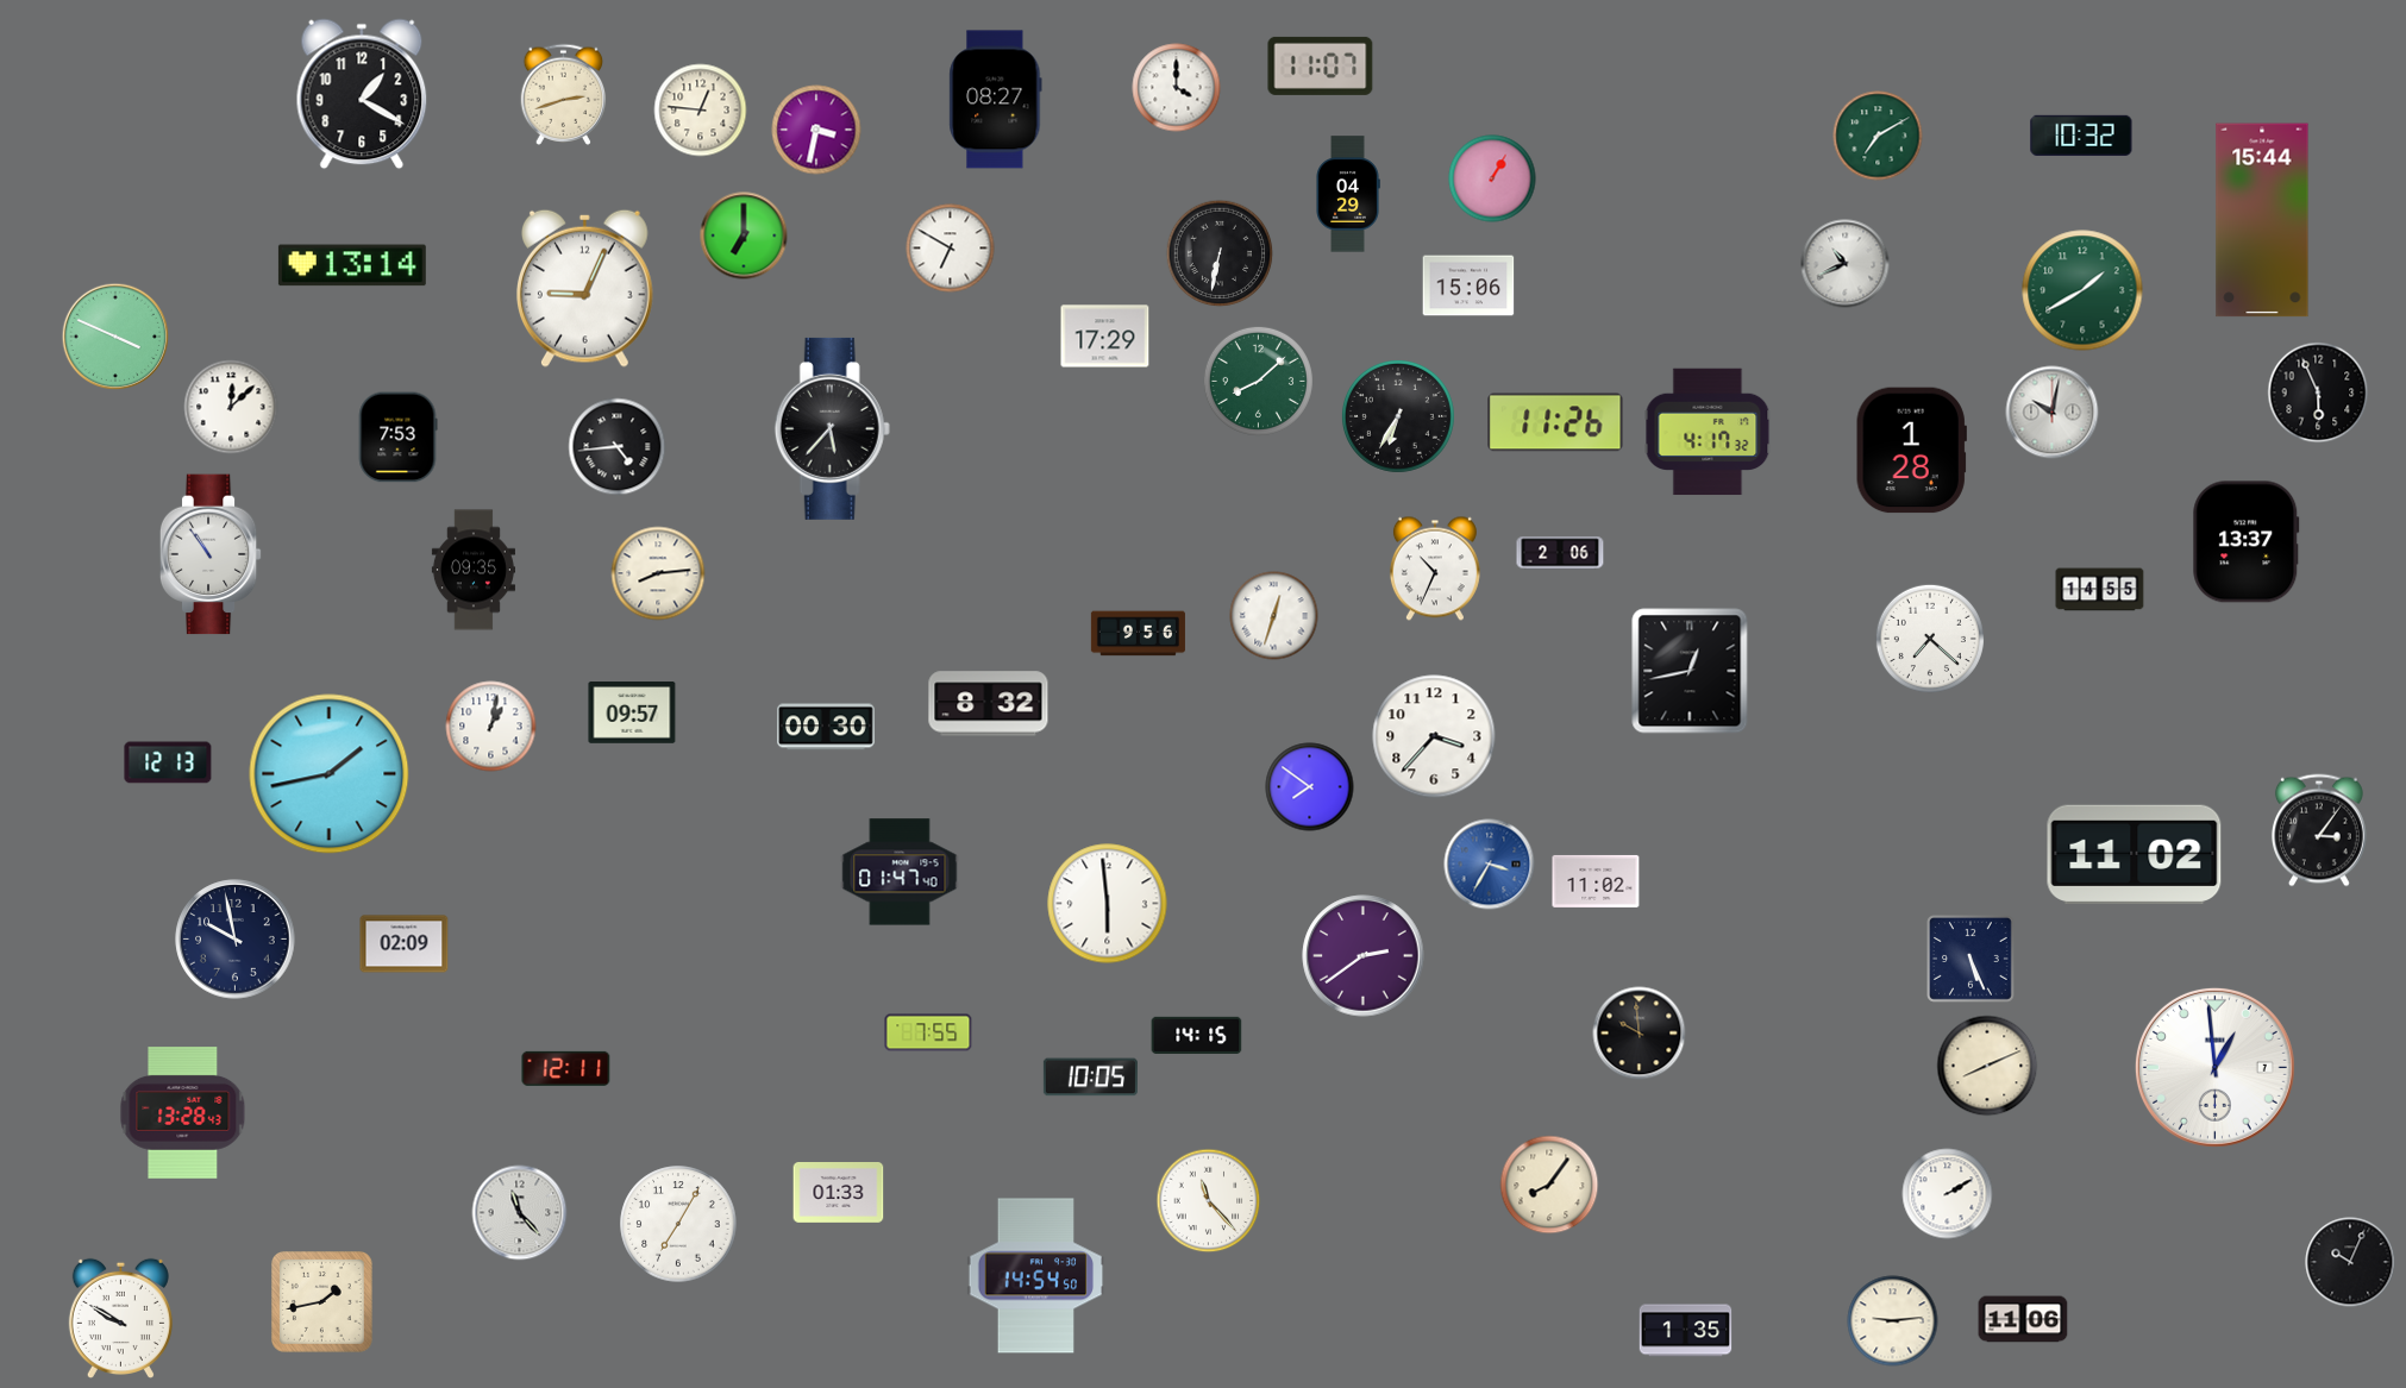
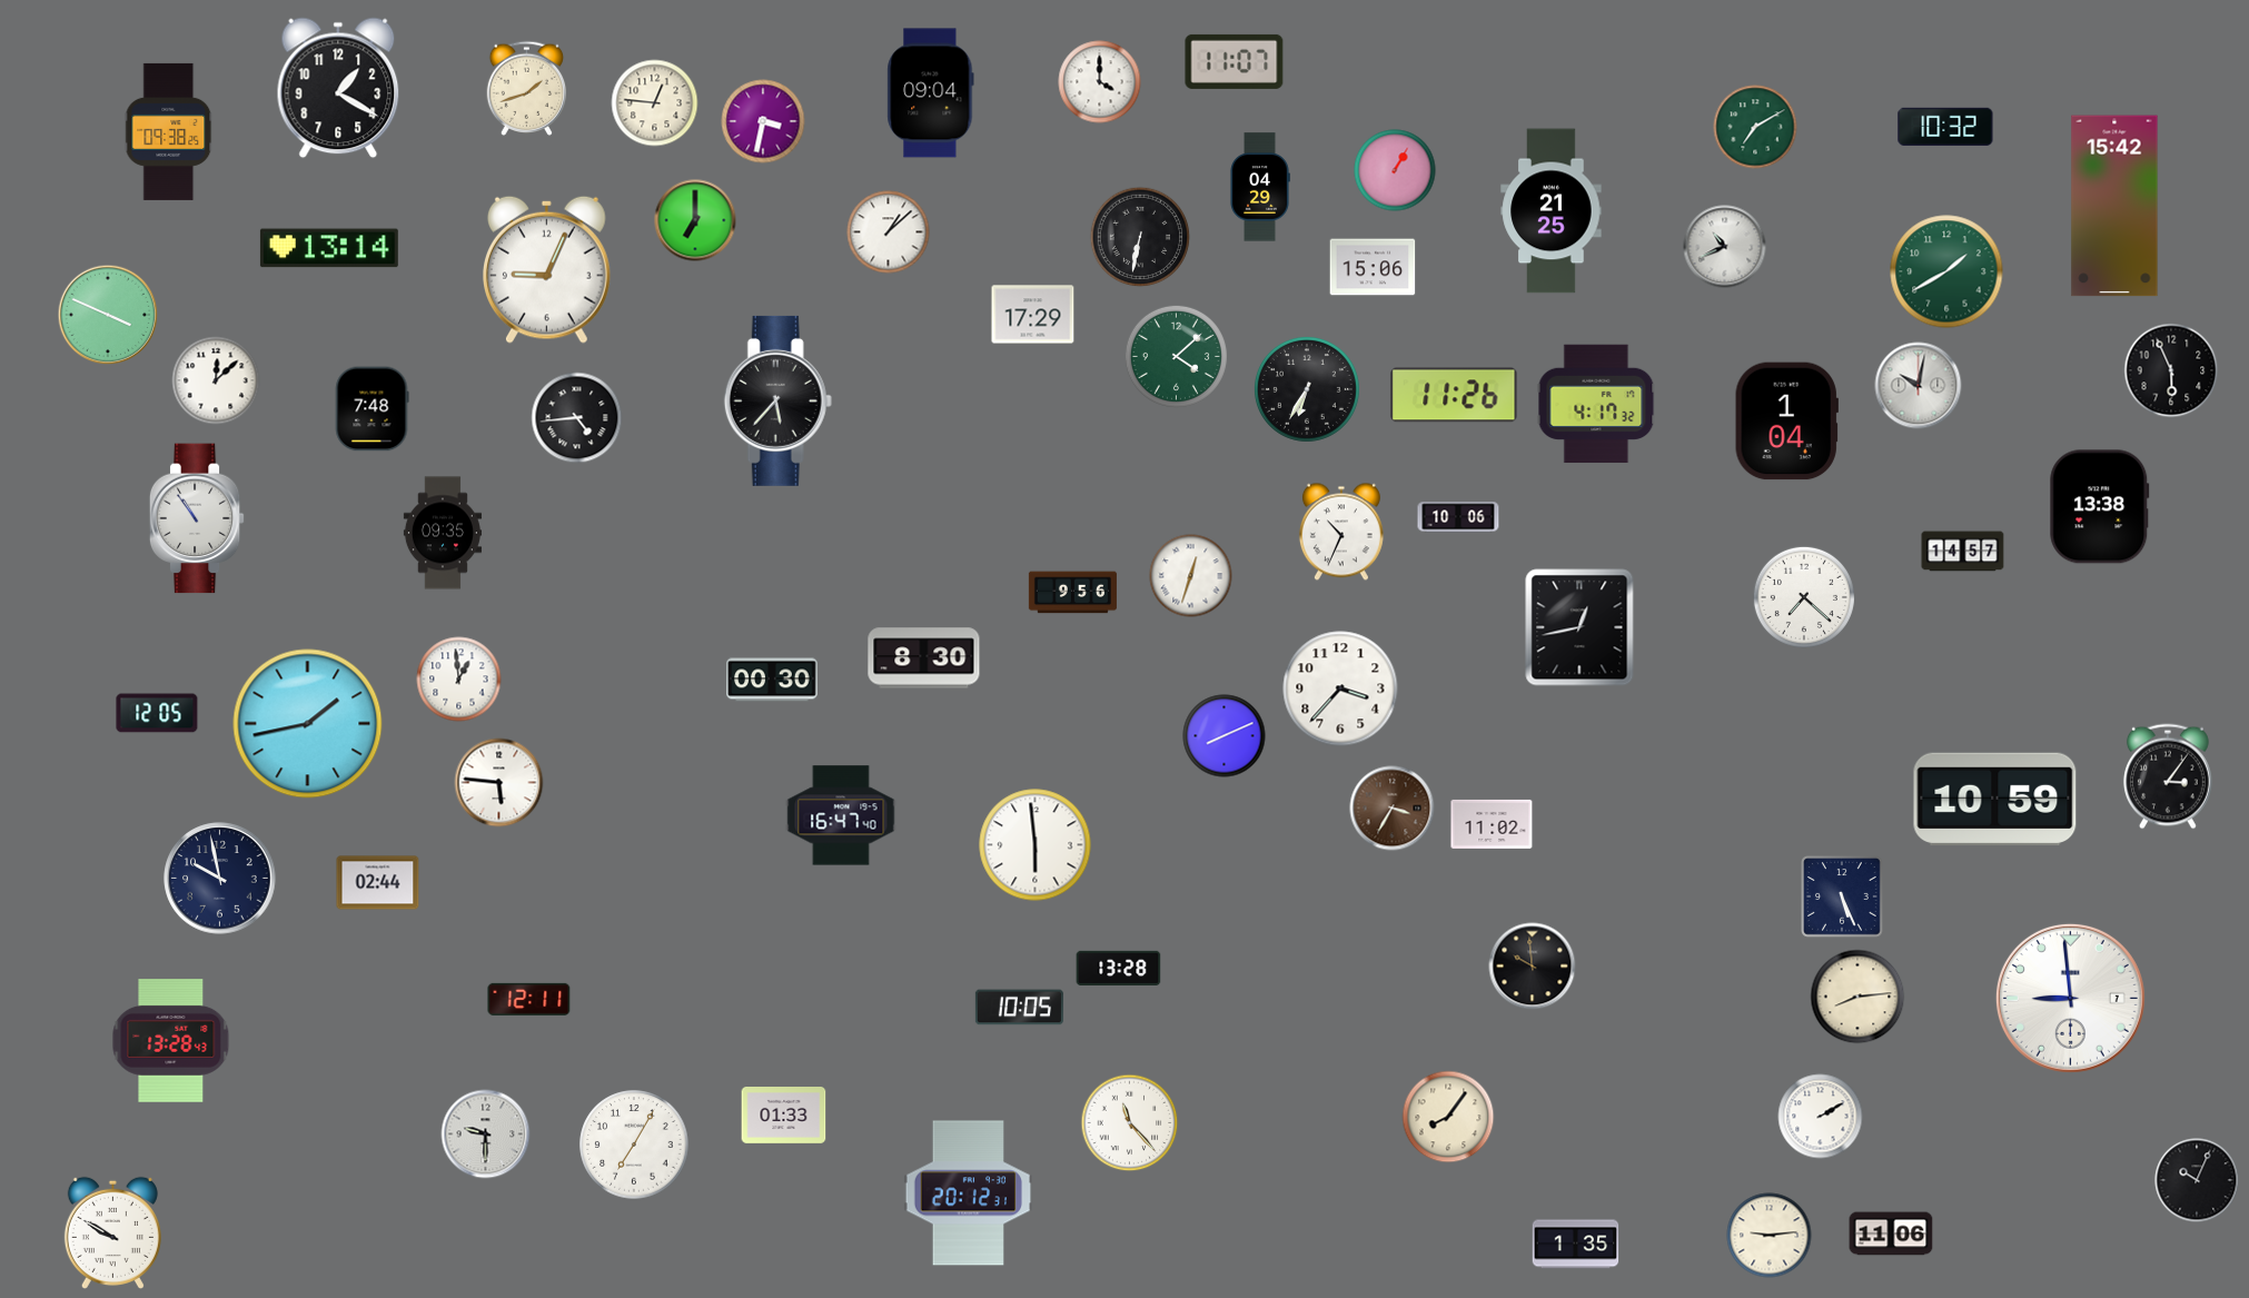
clock at (564, 94): 2:42 -> 1:42
clock at (996, 100): 08:27 -> 09:04
clock at (169, 131): none -> 09:38
clock at (1492, 178) position: (1492, 178) -> (1395, 170)
clock at (1348, 194) position: (1348, 194) -> (1260, 187)
clock at (2262, 220): 15:44 -> 15:42
clock at (1552, 211): none -> 21:25
clock at (951, 249): 6:50 -> 1:08
clock at (1258, 381): 8:08 -> 4:08
clock at (2318, 392) position: (2318, 392) -> (2171, 370)
clock at (397, 438): 7:53 -> 7:48
clock at (1911, 451): 1:28 -> 1:04
clock at (2247, 542): 13:37 -> 13:38
clock at (1560, 553): 2:06 -> 10:06
clock at (658, 573): 8:14 -> none
clock at (2100, 590): 14:55 -> 14:57
clock at (1138, 634) position: (1138, 634) -> (1072, 593)
clock at (989, 704): 8:32 -> 8:30
clock at (632, 714): 09:57 -> none
clock at (491, 727): 1:02 -> 12:59
clock at (168, 762): 12:13 -> 12:05
clock at (1310, 787): 7:51 -> 8:11
clock at (499, 783): none -> 5:46
clock at (2135, 854): 11:02 -> 10:59
clock at (1490, 865) dial: blue -> brown
clock at (900, 872): 01:47 -> 16:47
clock at (405, 944): 02:09 -> 02:44
clock at (1364, 956): 2:39 -> none
clock at (928, 1032): 7:55 -> none
clock at (1197, 1035): 14:15 -> 13:28
clock at (1987, 1066): 8:11 -> 8:14
clock at (2214, 1067): 12:59 -> 8:59
clock at (1549, 1185) position: (1549, 1185) -> (1448, 1117)
clock at (520, 1213): 11:23 -> 9:30
clock at (1036, 1276): 14:54 -> 20:12
clock at (322, 1302): 1:43 -> none
